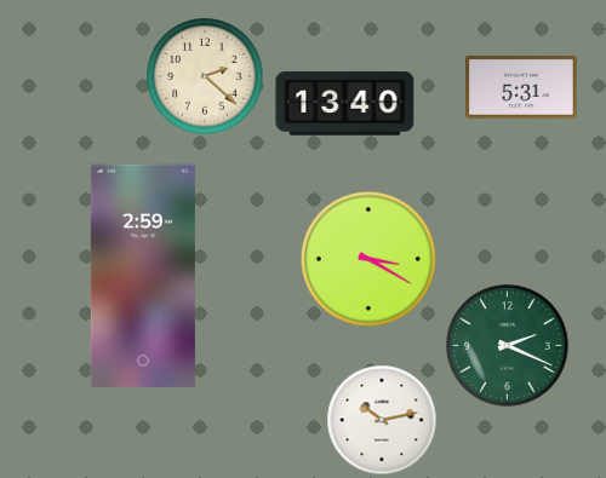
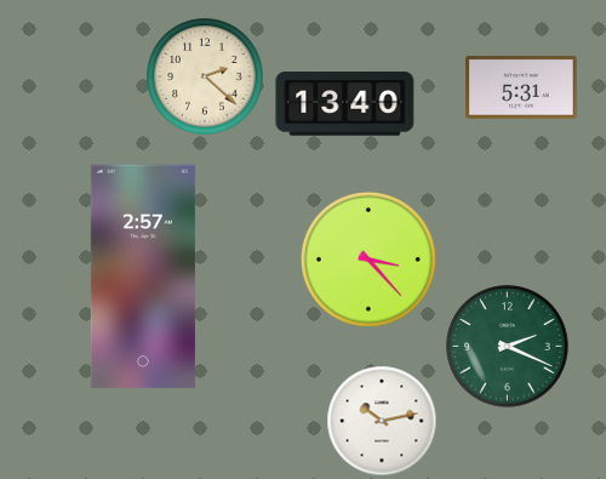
clock at (368, 259): 3:20 -> 3:23
clock at (143, 276): 2:59 -> 2:57
